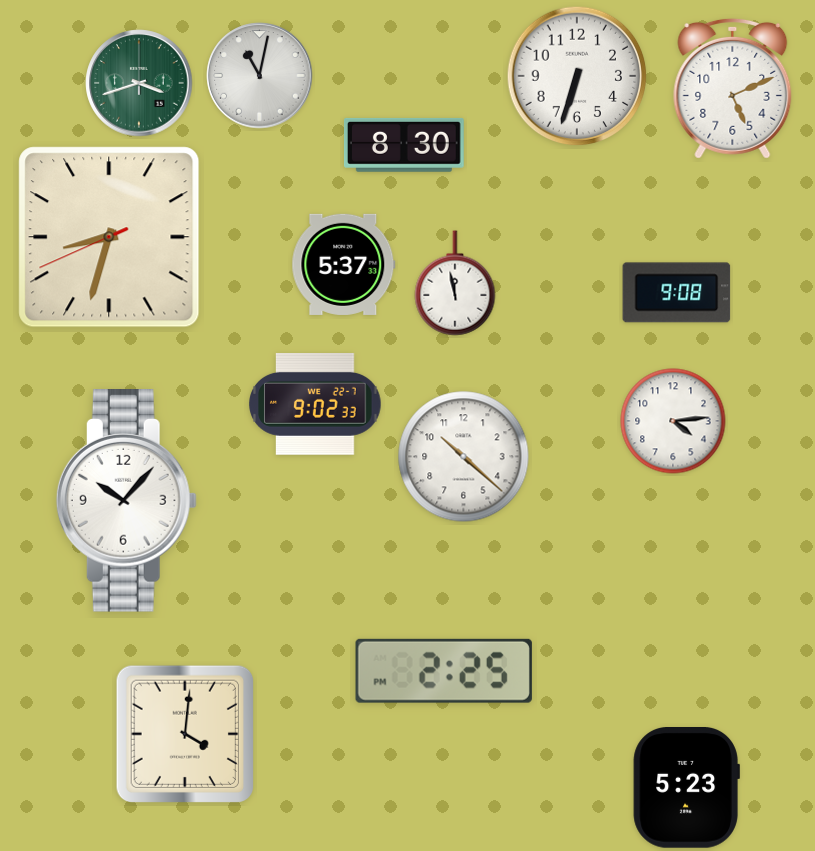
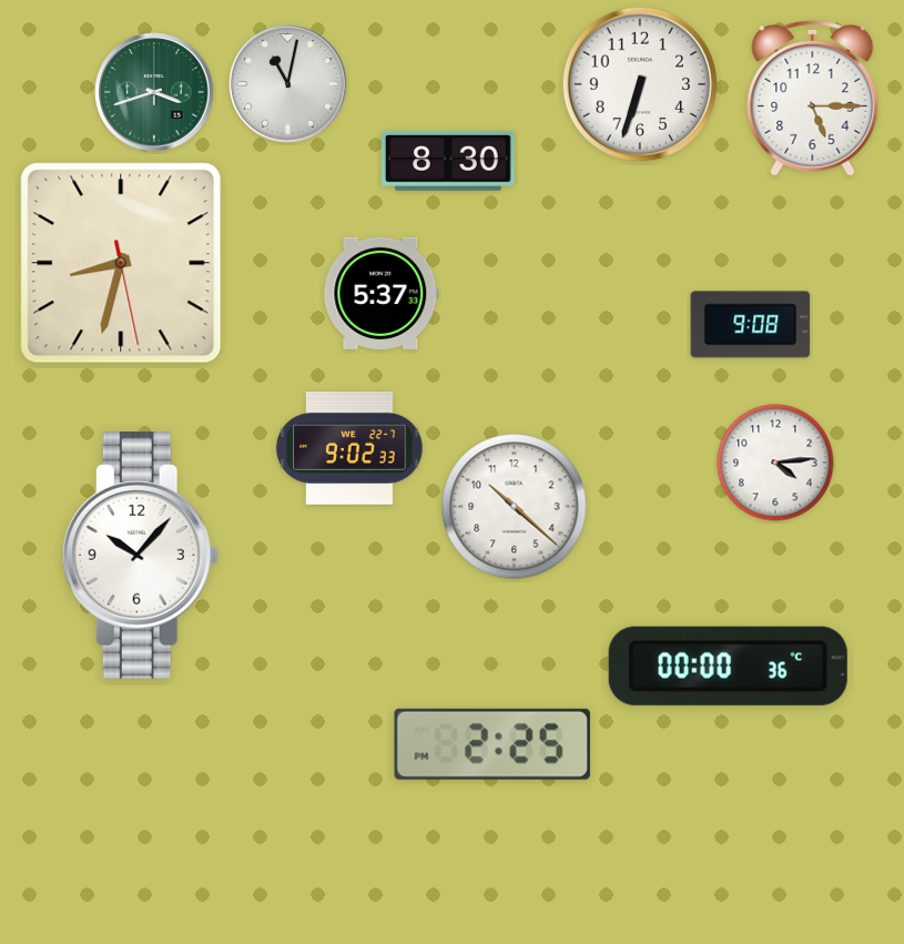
clock at (733, 88): 5:11 -> 5:15
clock at (109, 237): 8:32:41 -> 8:32:28
clock at (455, 283): 11:58 -> none
clock at (673, 421) position: (673, 421) -> (775, 463)
clock at (728, 666): none -> 00:00
clock at (184, 733): 4:01 -> none
clock at (686, 788): 5:23 -> none
